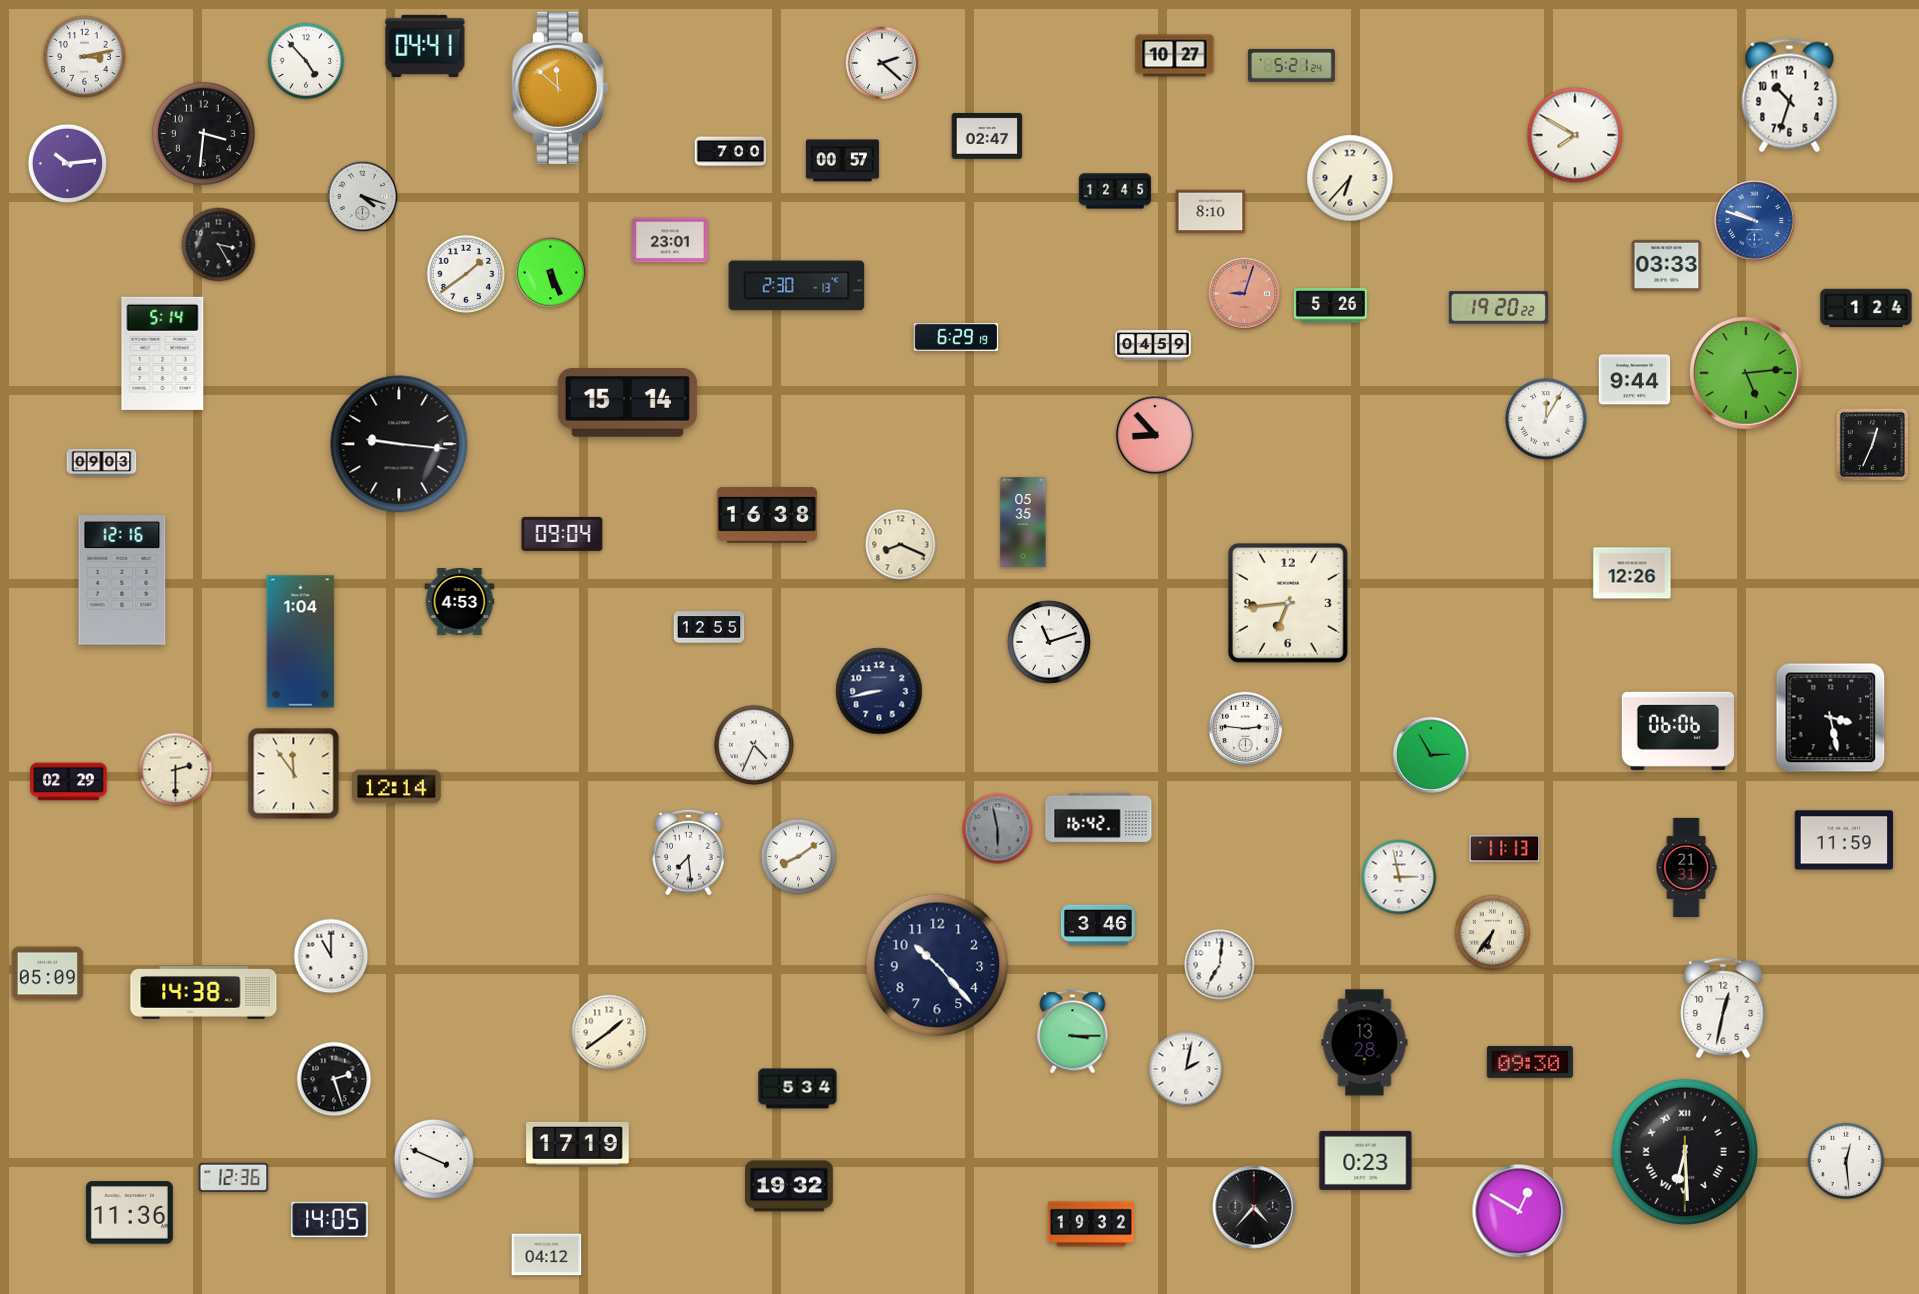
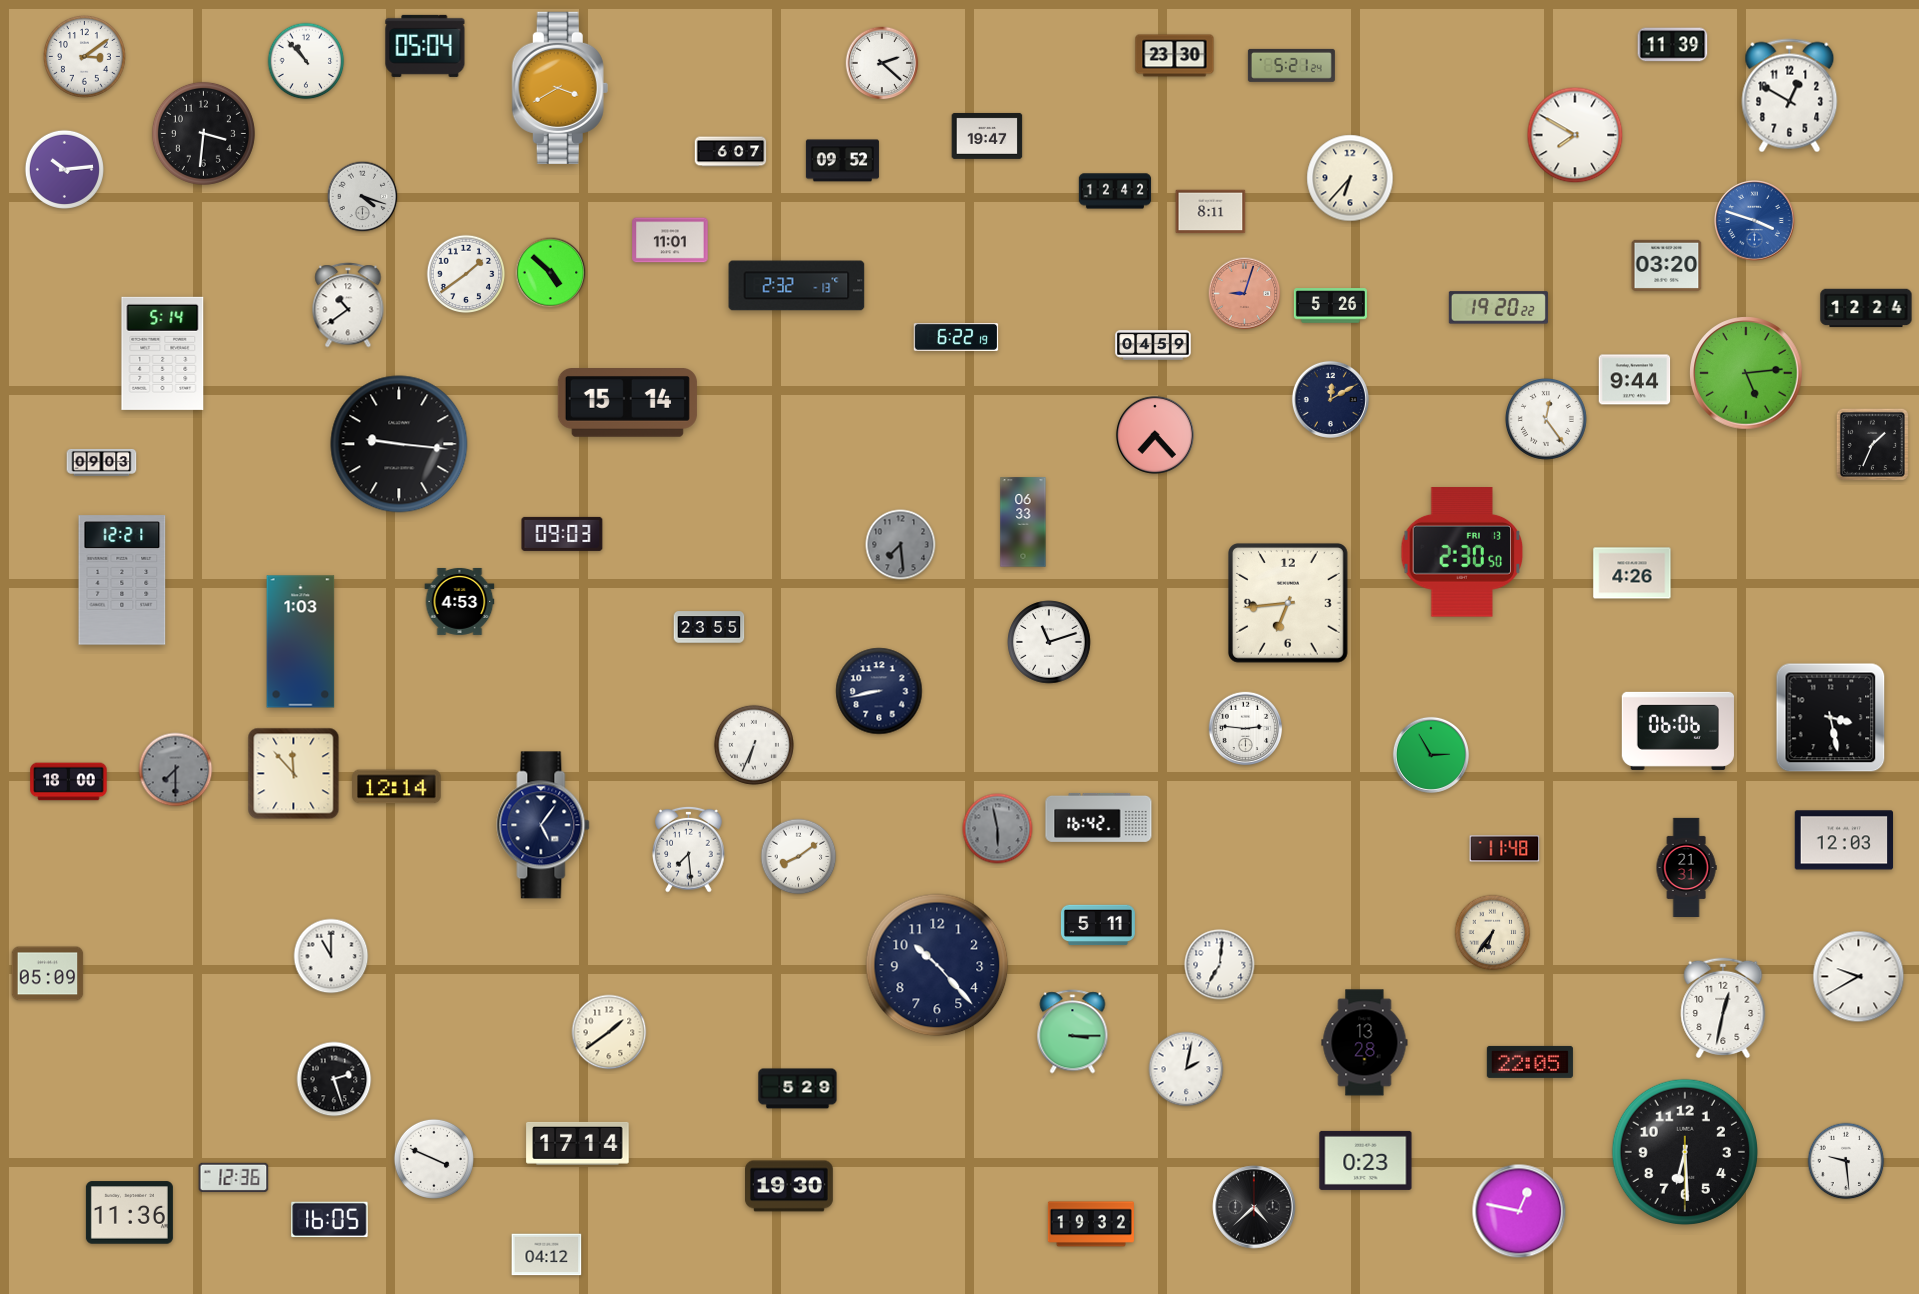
clock at (1673, 45): none -> 11:39
clock at (425, 46): 04:41 -> 05:04
clock at (1175, 56): 10:27 -> 23:30
clock at (85, 57): 3:13 -> 3:09
clock at (306, 61): 4:53 -> 10:53
clock at (560, 88): 11:52 -> 3:40
clock at (1790, 96): 10:33 -> 12:50
clock at (987, 136): 02:47 -> 19:47
clock at (731, 152): 7:00 -> 6:07
clock at (842, 161): 00:57 -> 09:52
clock at (67, 163) position: (67, 163) -> (64, 169)
clock at (1115, 191): 12:45 -> 12:42
clock at (1211, 212): 8:10 -> 8:11
clock at (1755, 221): 9:48 -> 3:48
clock at (670, 240): 23:01 -> 11:01
clock at (219, 245): 3:25 -> none
clock at (1667, 265): 03:33 -> 03:20
clock at (551, 273): 5:26 -> 4:52
clock at (797, 286): 2:30 -> 2:32
clock at (348, 305): none -> 10:39
clock at (1866, 308): 1:24 -> 12:24
clock at (956, 338): 6:29 -> 6:22
clock at (1330, 399): none -> 12:10
clock at (1546, 419): 12:05 -> 12:24
clock at (1155, 435): 8:53 -> 7:23
clock at (1872, 444): 12:34 -> 1:34
clock at (767, 515): 16:38 -> none
clock at (1023, 522): 05:35 -> 06:33
clock at (562, 534): 09:04 -> 09:03
clock at (901, 545): 8:19 -> 7:29
clock at (901, 545) dial: cream -> grey
clock at (1462, 552): none -> 2:30
clock at (1632, 573): 12:26 -> 4:26
clock at (122, 580): 12:16 -> 12:21
clock at (709, 627): 12:55 -> 23:55
clock at (301, 642): 1:04 -> 1:03
clock at (754, 745): 4:34 -> 6:34
clock at (176, 770): 2:30 -> 7:30
clock at (176, 770) dial: cream -> grey
clock at (294, 774): 11:54 -> 11:53
clock at (69, 782): 02:29 -> 18:00
clock at (543, 825): none -> 5:06
clock at (1844, 840): 11:59 -> 12:03
clock at (1505, 849): 11:13 -> 11:48
clock at (689, 852) position: (689, 852) -> (689, 849)
clock at (1399, 877): 2:58 -> none
clock at (1098, 925): 3:46 -> 5:11
clock at (1859, 977): none -> 9:40
clock at (204, 993): 14:38 -> none
clock at (1530, 1062): 09:30 -> 22:05
clock at (798, 1089): 5:34 -> 5:29
clock at (578, 1143): 17:19 -> 17:14
clock at (1685, 1152) numerals: Roman -> Arabic
clock at (1846, 1161): 12:29 -> 9:29
clock at (790, 1186): 19:32 -> 19:30
clock at (1254, 1207): 4:37 -> 4:38
clock at (1519, 1211): 12:50 -> 12:47
clock at (330, 1220): 14:05 -> 16:05
